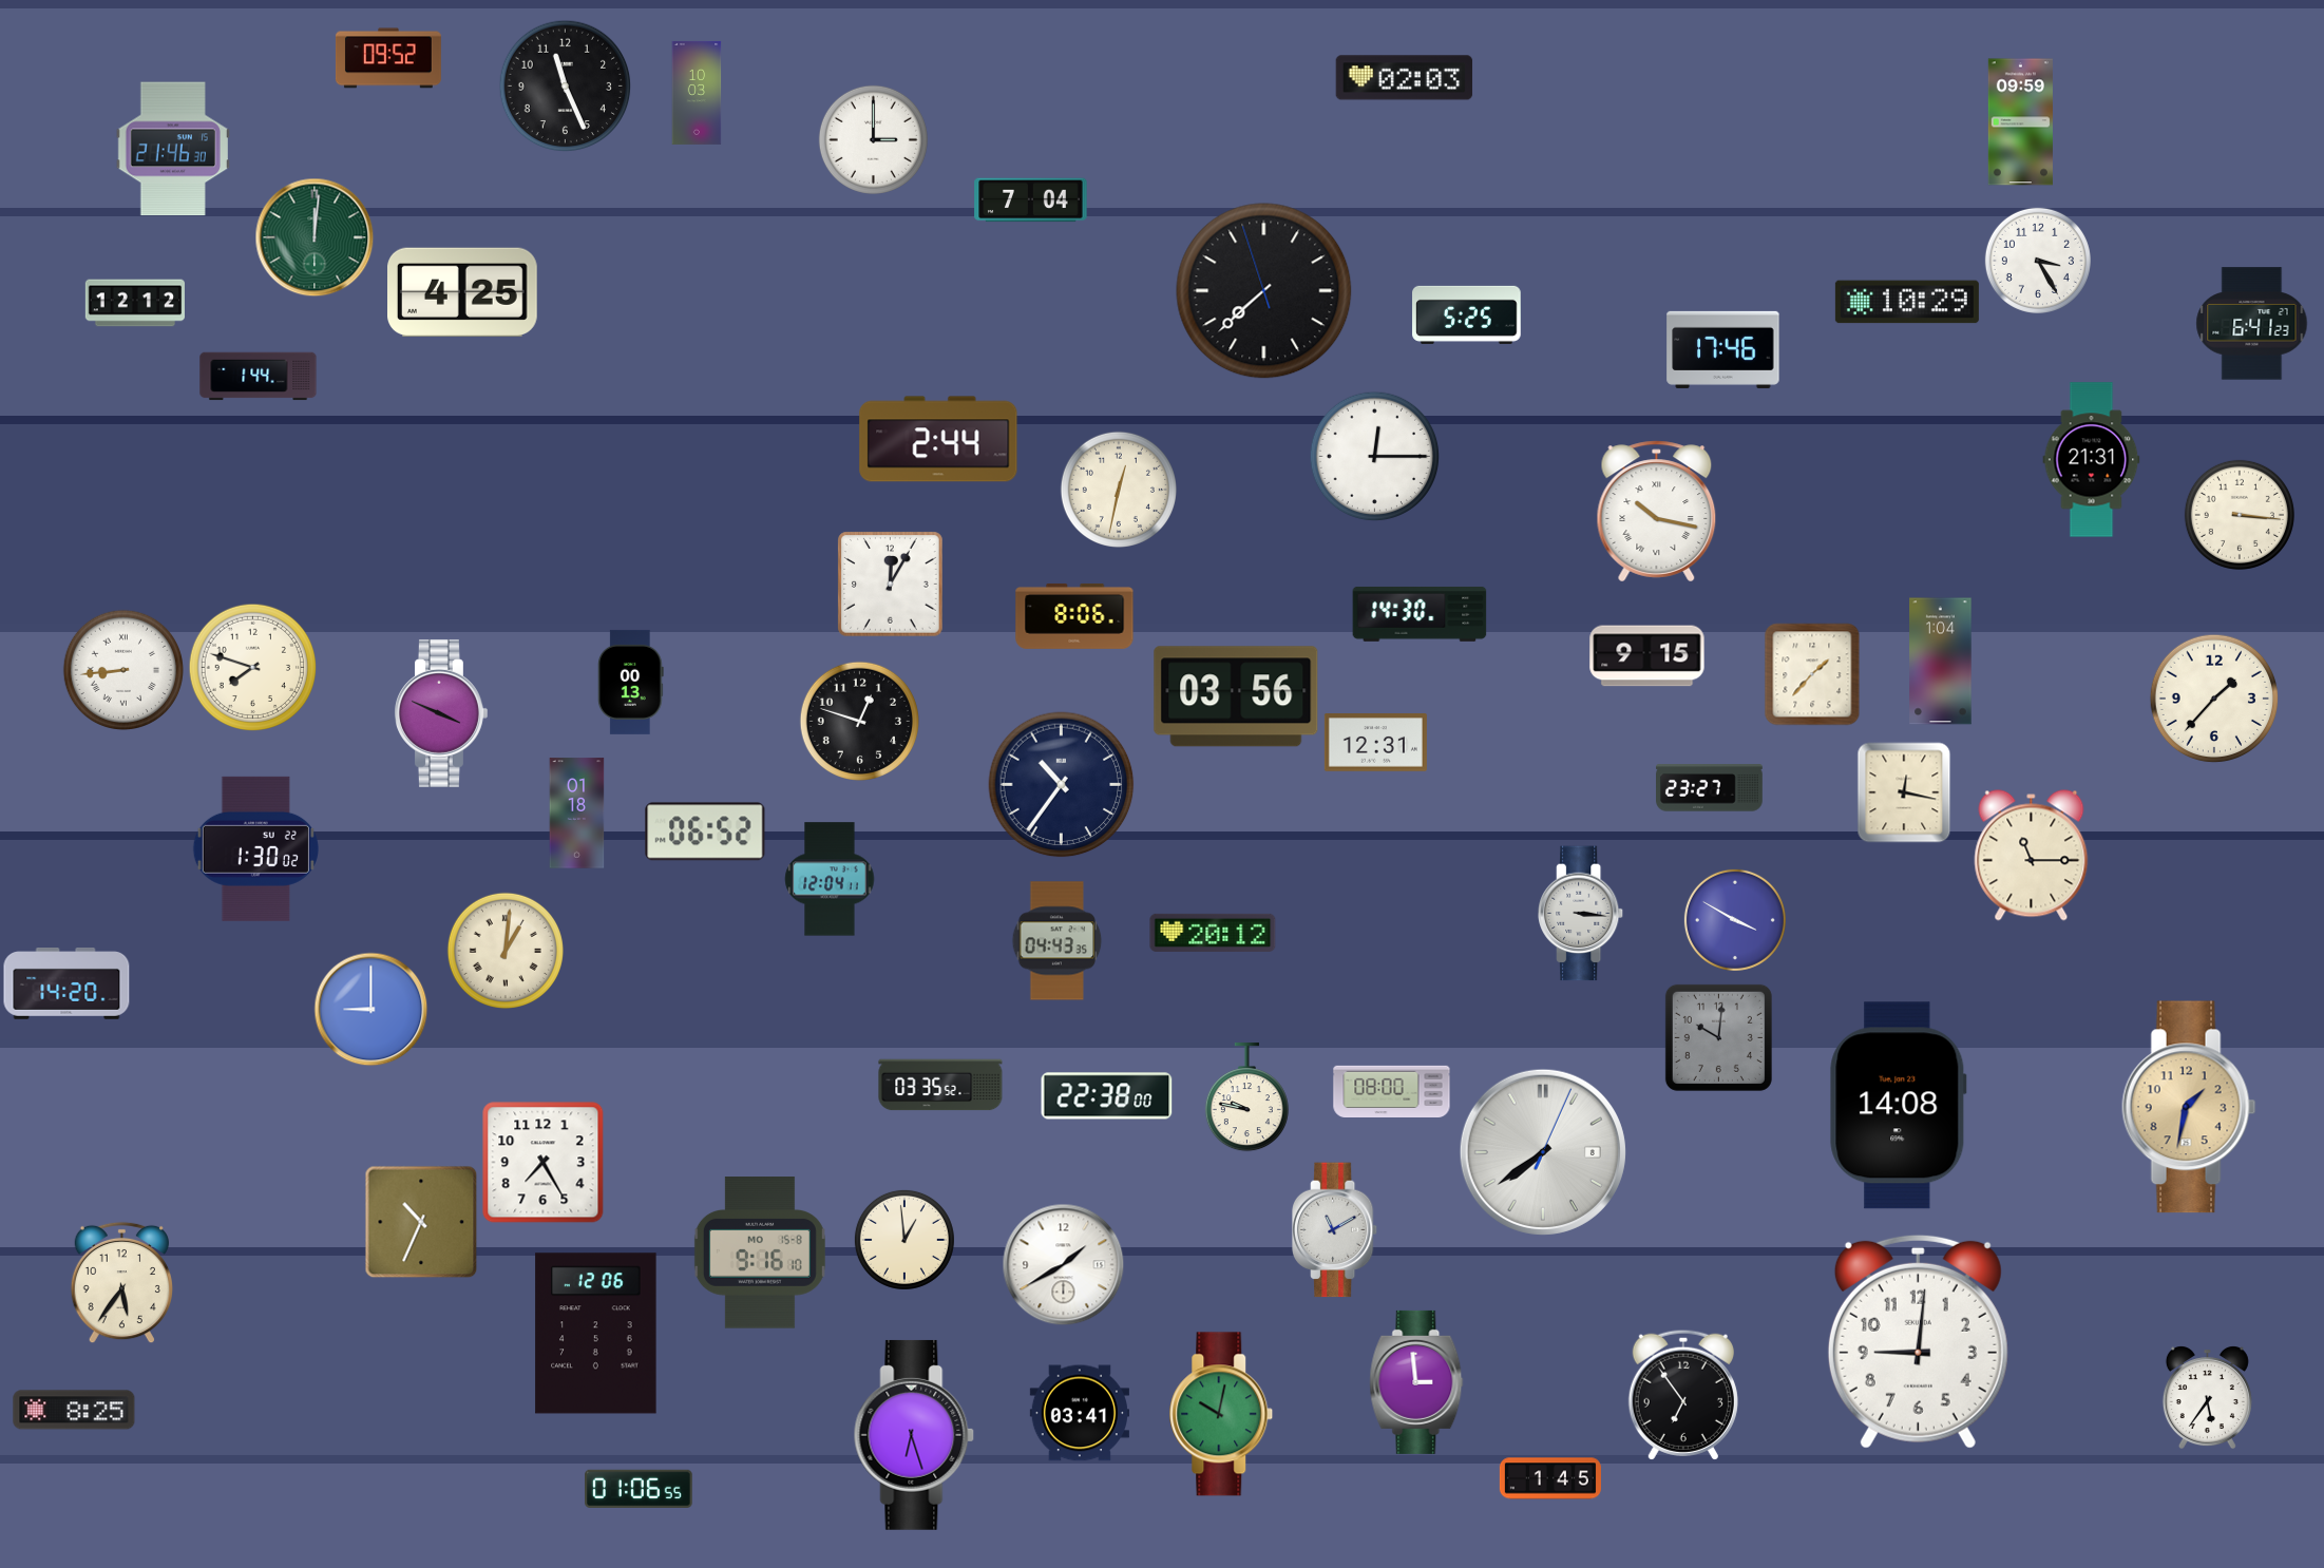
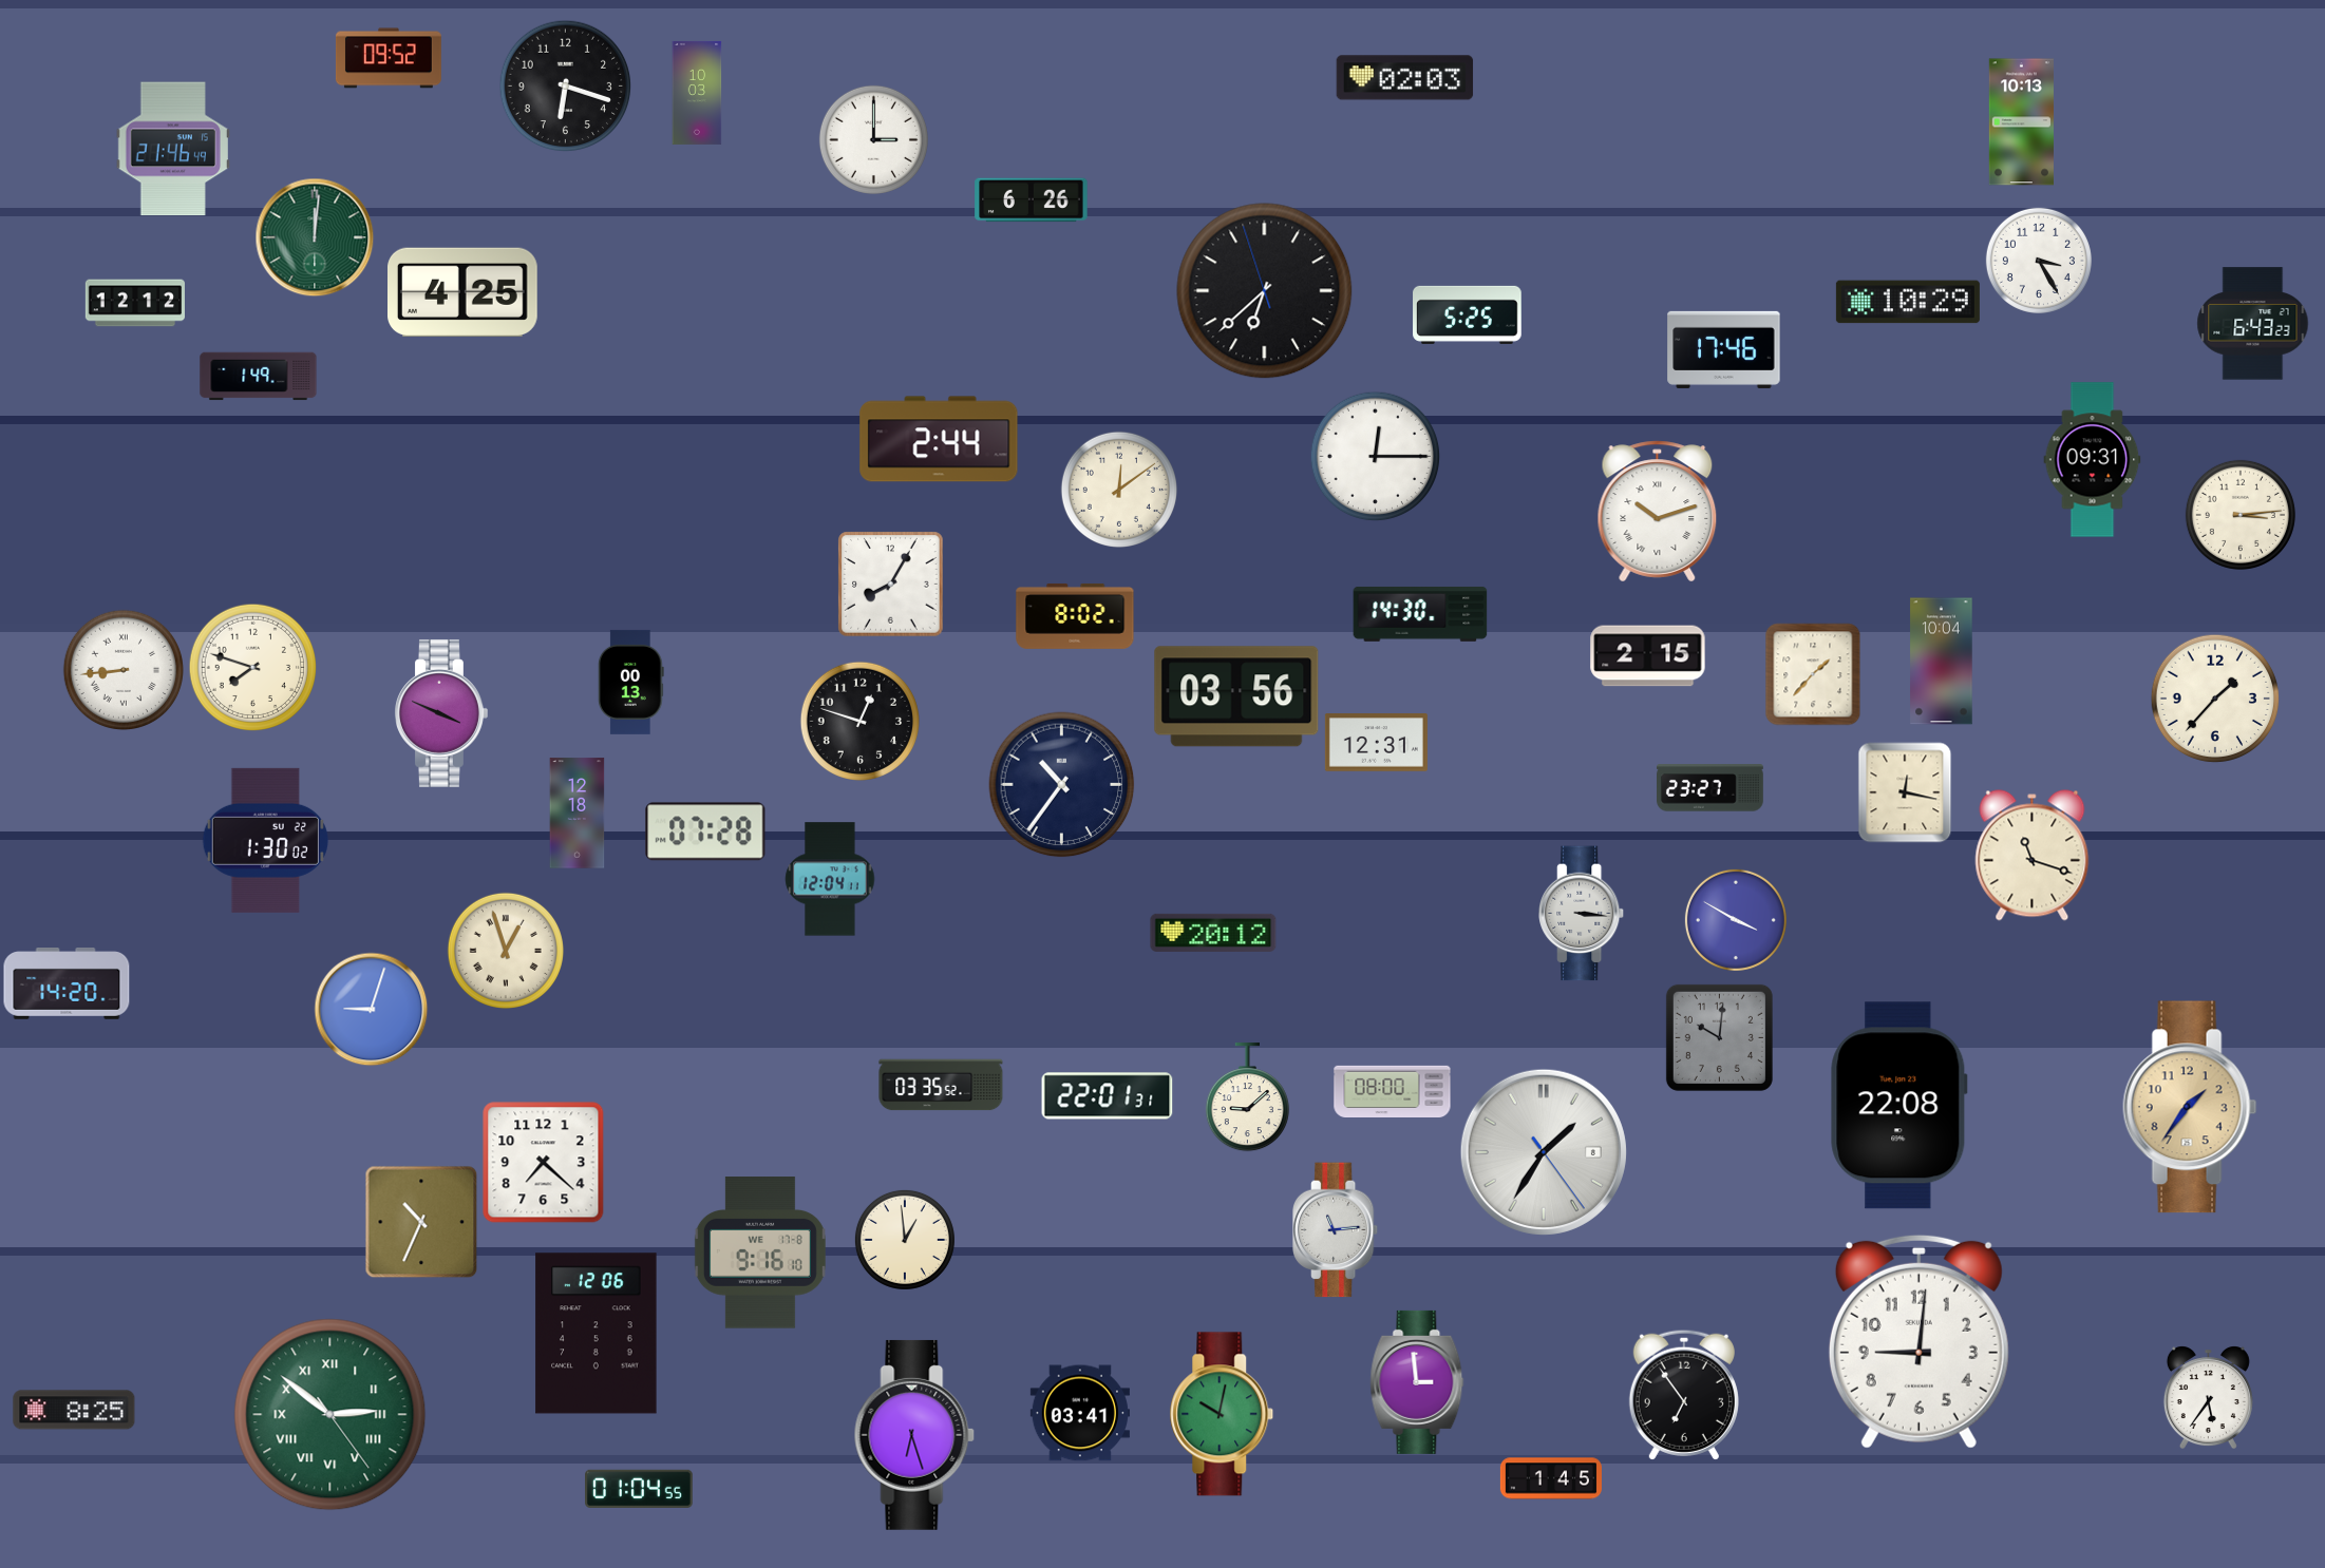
clock at (566, 87): 11:26 -> 6:18
clock at (2020, 122): 09:59 -> 10:13
clock at (173, 149): 21:46:30 -> 21:46:49
clock at (1031, 200): 7:04 -> 6:26
clock at (1264, 291): 7:37 -> 6:37
clock at (2252, 324): 6:41 -> 6:43
clock at (259, 377): 1:44 -> 1:49
clock at (2092, 460): 21:31 -> 09:31
clock at (1119, 490): 12:32 -> 12:09
clock at (1657, 512): 10:17 -> 10:12
clock at (2240, 515): 3:16 -> 3:14
clock at (891, 585): 12:05 -> 8:05
clock at (1074, 616): 8:06 -> 8:02
clock at (1647, 656): 9:15 -> 2:15
clock at (1941, 662): 1:04 -> 10:04
clock at (577, 814): 01:18 -> 12:18
clock at (705, 831): 06:52 -> 07:28
clock at (255, 848) position: (255, 848) -> (265, 840)
clock at (2032, 856): 11:15 -> 11:18
clock at (1058, 941): 04:43 -> none
clock at (506, 951): 1:01 -> 12:57
clock at (372, 1010): 9:00 -> 9:03
clock at (1107, 1096): 22:38 -> 22:01
clock at (1246, 1097): 9:47 -> 9:08
clock at (1899, 1106): 14:08 -> 22:08
clock at (2189, 1107): 1:32 -> 1:36
clock at (1543, 1152): 7:39 -> 1:35
clock at (544, 1163): 7:25 -> 7:22
clock at (1336, 1230): 11:10 -> 11:14
clock at (760, 1253) date: MO 15-8 -> WE 17-8
clock at (1064, 1265): 1:40 -> none
clock at (121, 1283): 5:36 -> none
clock at (330, 1415): none -> 2:51
clock at (640, 1489): 01:06 -> 01:04
